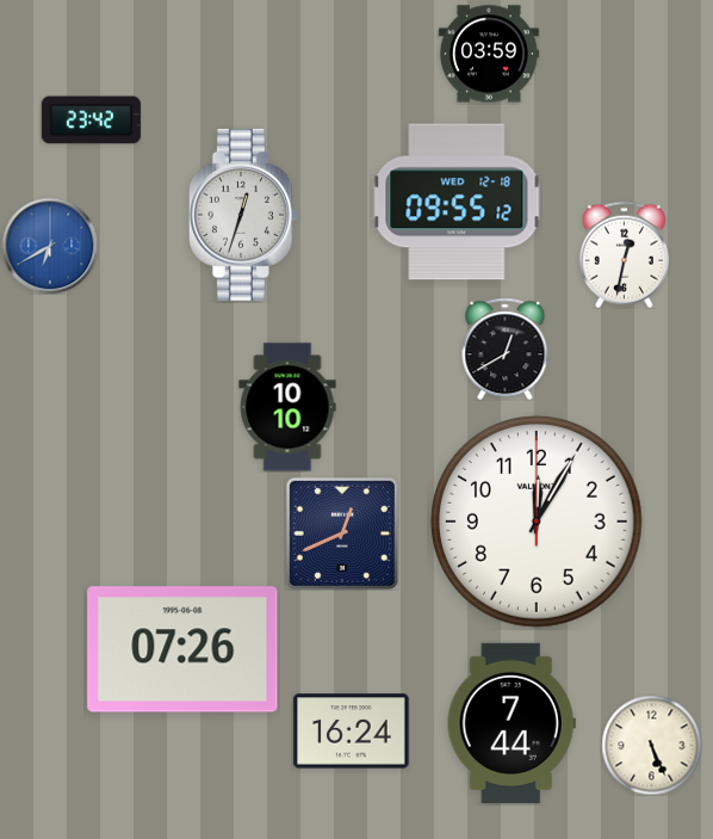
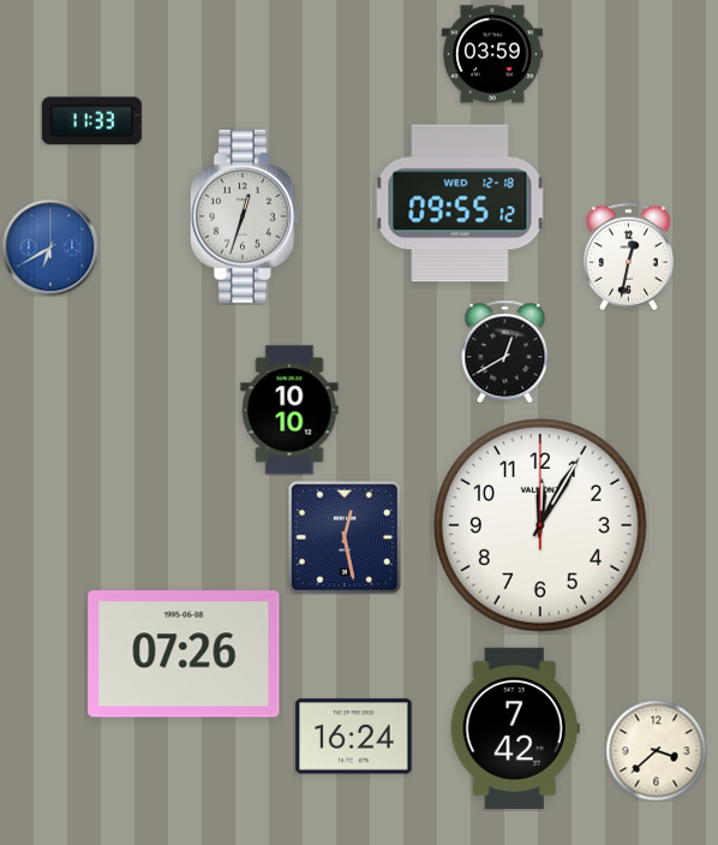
clock at (91, 121): 23:42 -> 11:33
clock at (506, 348) position: (506, 348) -> (505, 351)
clock at (342, 533): 12:41 -> 12:28
clock at (511, 723): 7:44 -> 7:42
clock at (651, 745): 5:26 -> 3:38
